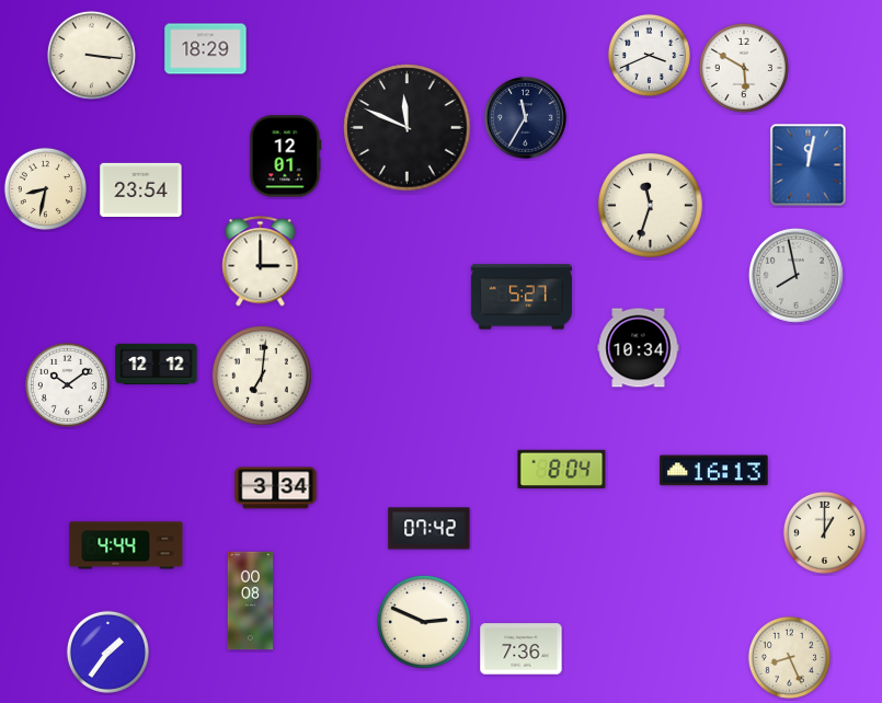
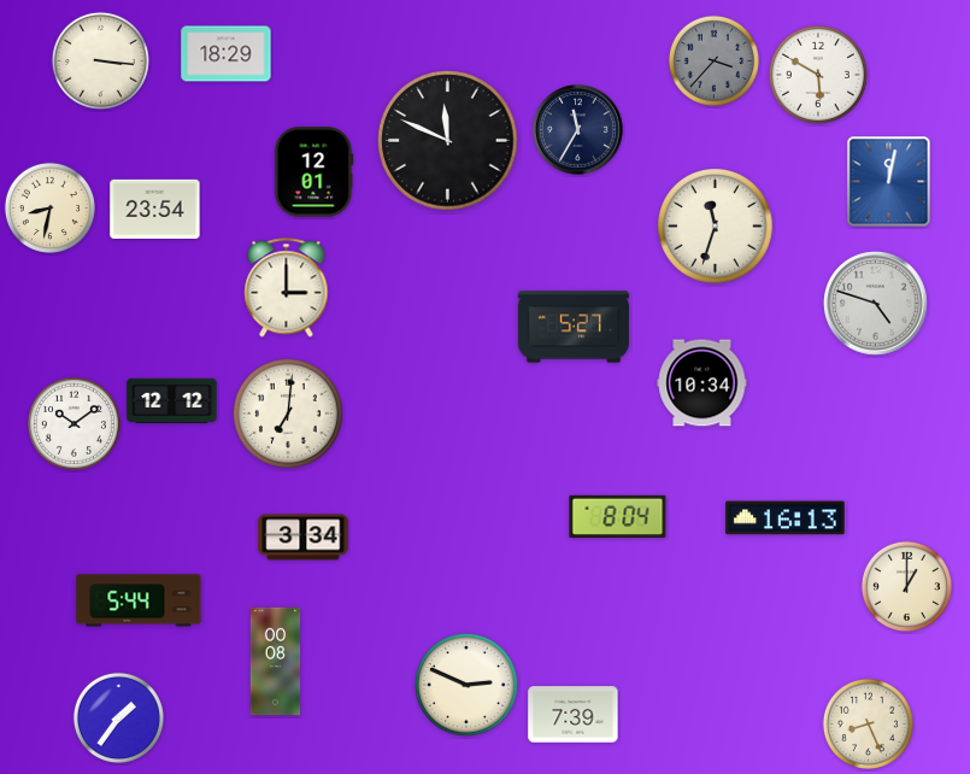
clock at (649, 55): 3:41 -> 3:37
clock at (649, 55) dial: white -> grey
clock at (795, 275): 7:58 -> 4:48
clock at (429, 529): 07:42 -> none
clock at (126, 545): 4:44 -> 5:44
clock at (522, 649): 7:36 -> 7:39
